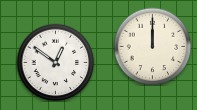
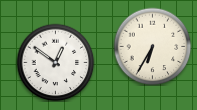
clock at (152, 46): 12:00 -> 6:35
